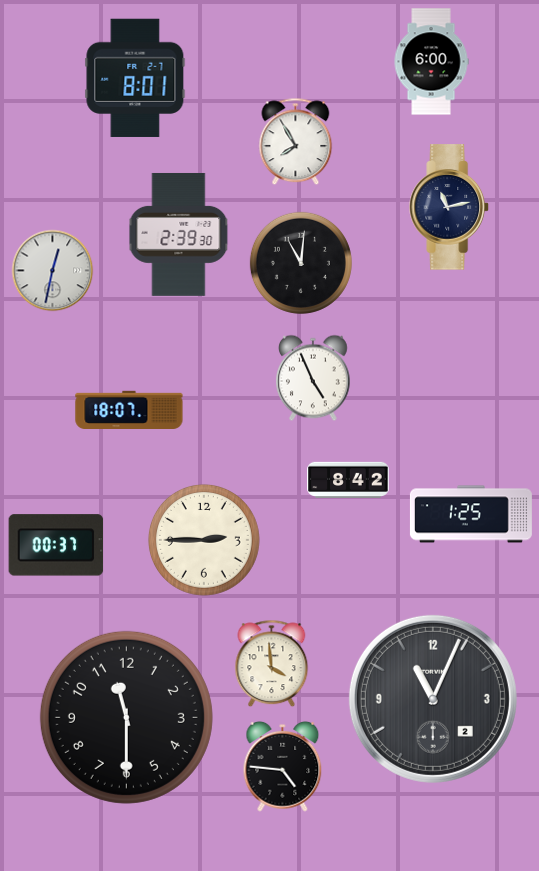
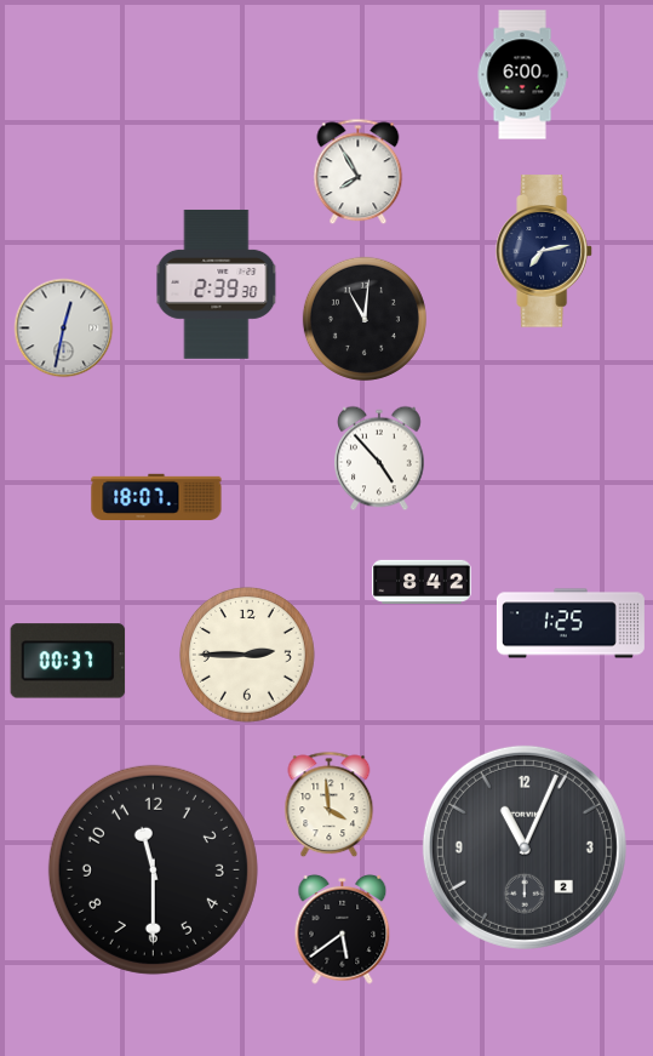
clock at (135, 77): 8:01 -> none
clock at (450, 207): 11:13 -> 7:13
clock at (314, 378): 4:56 -> 4:53
clock at (283, 766): 4:46 -> 5:39
